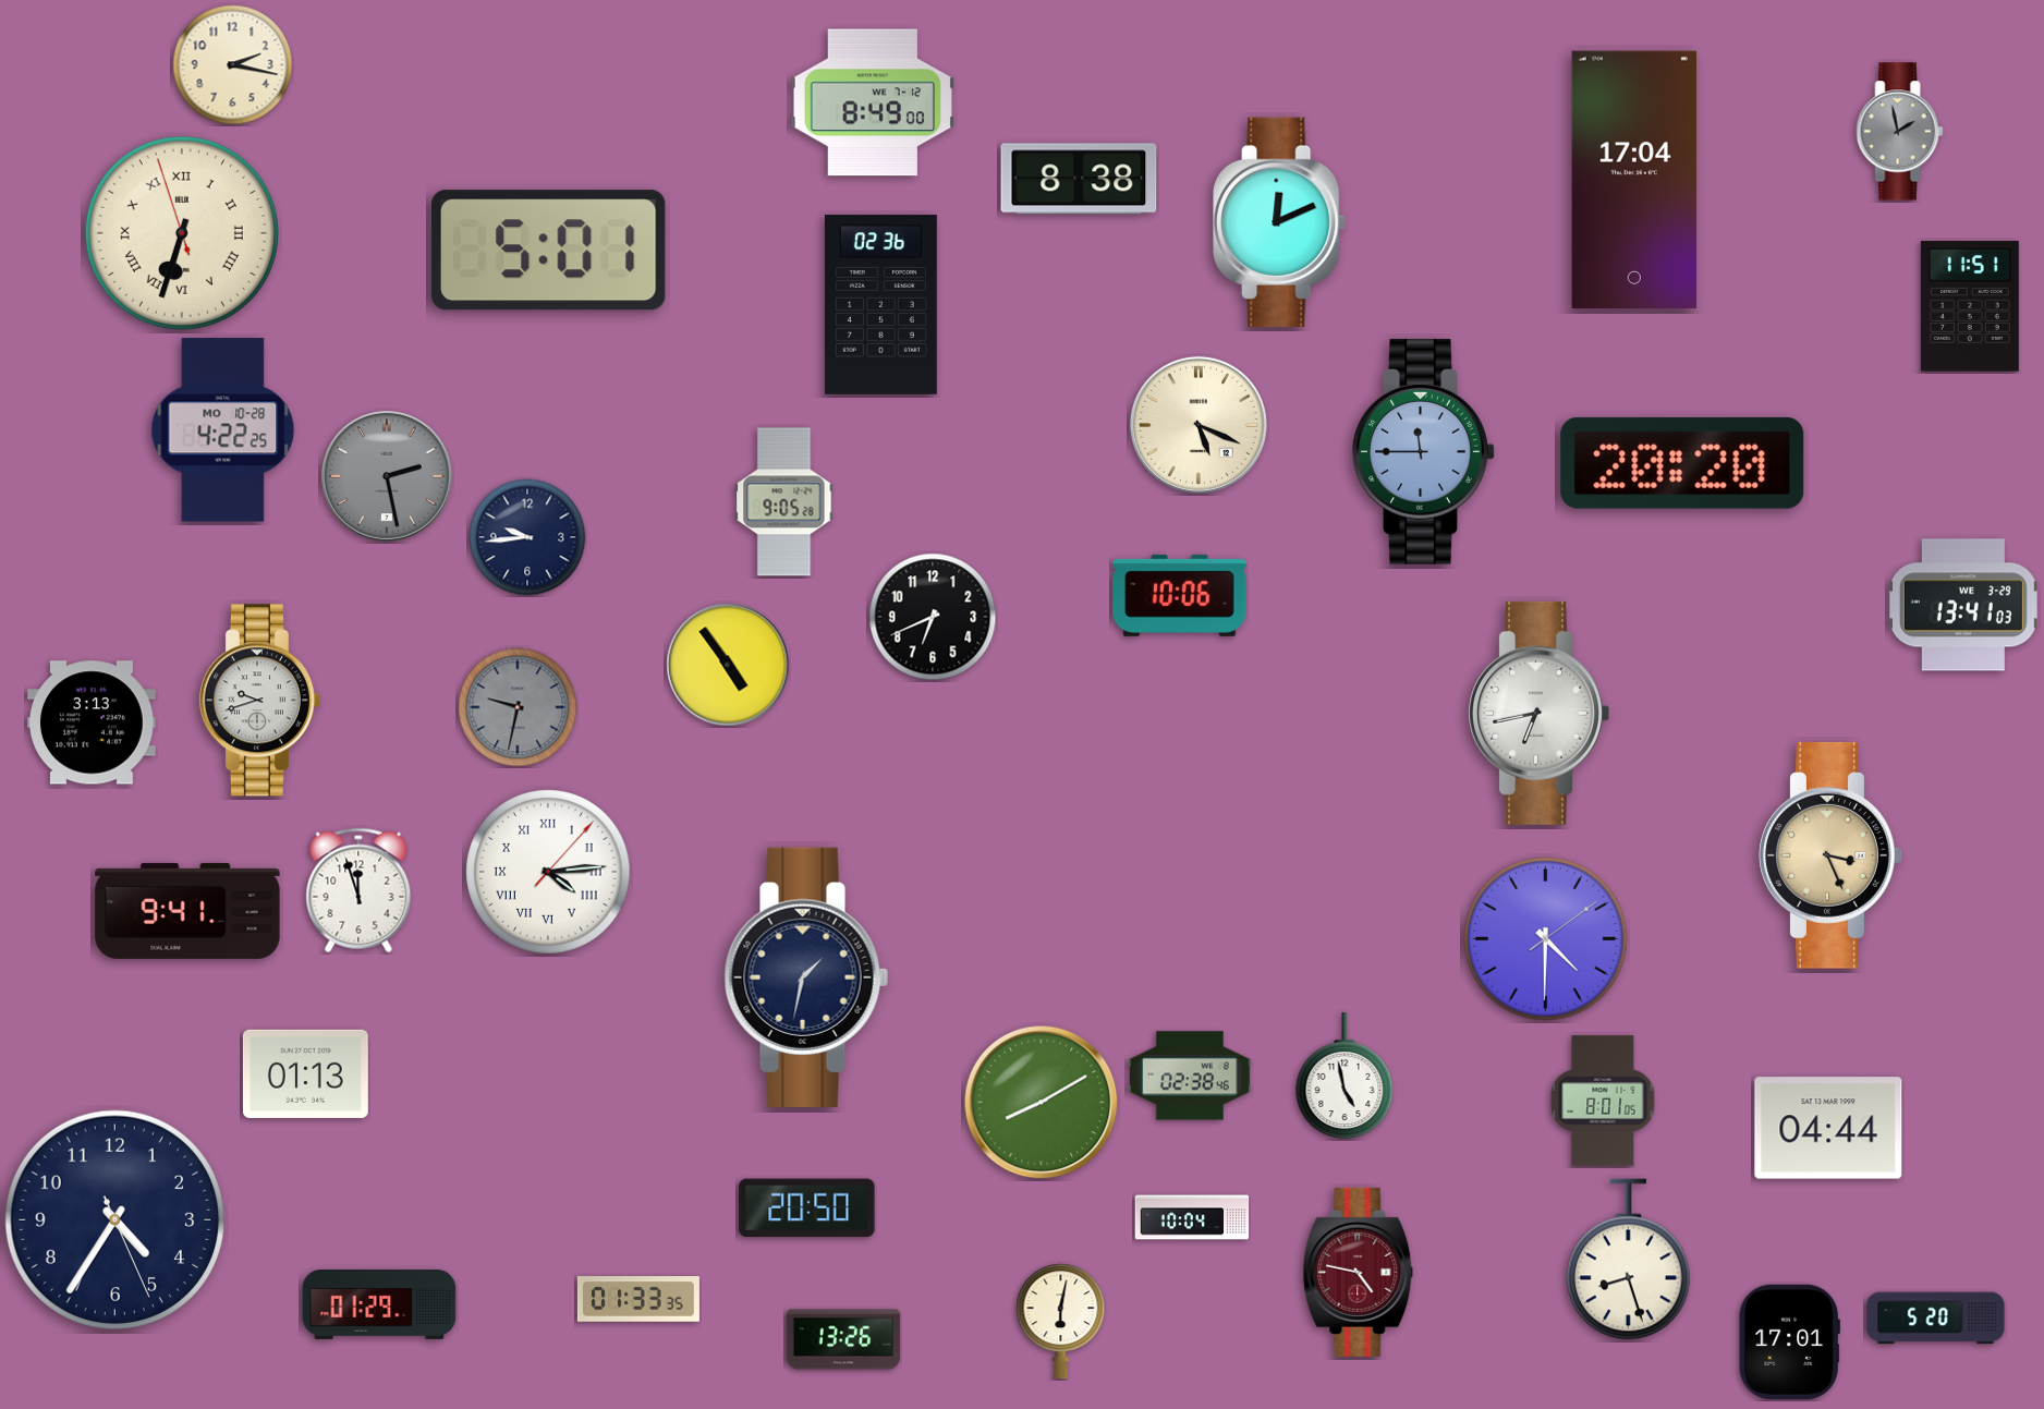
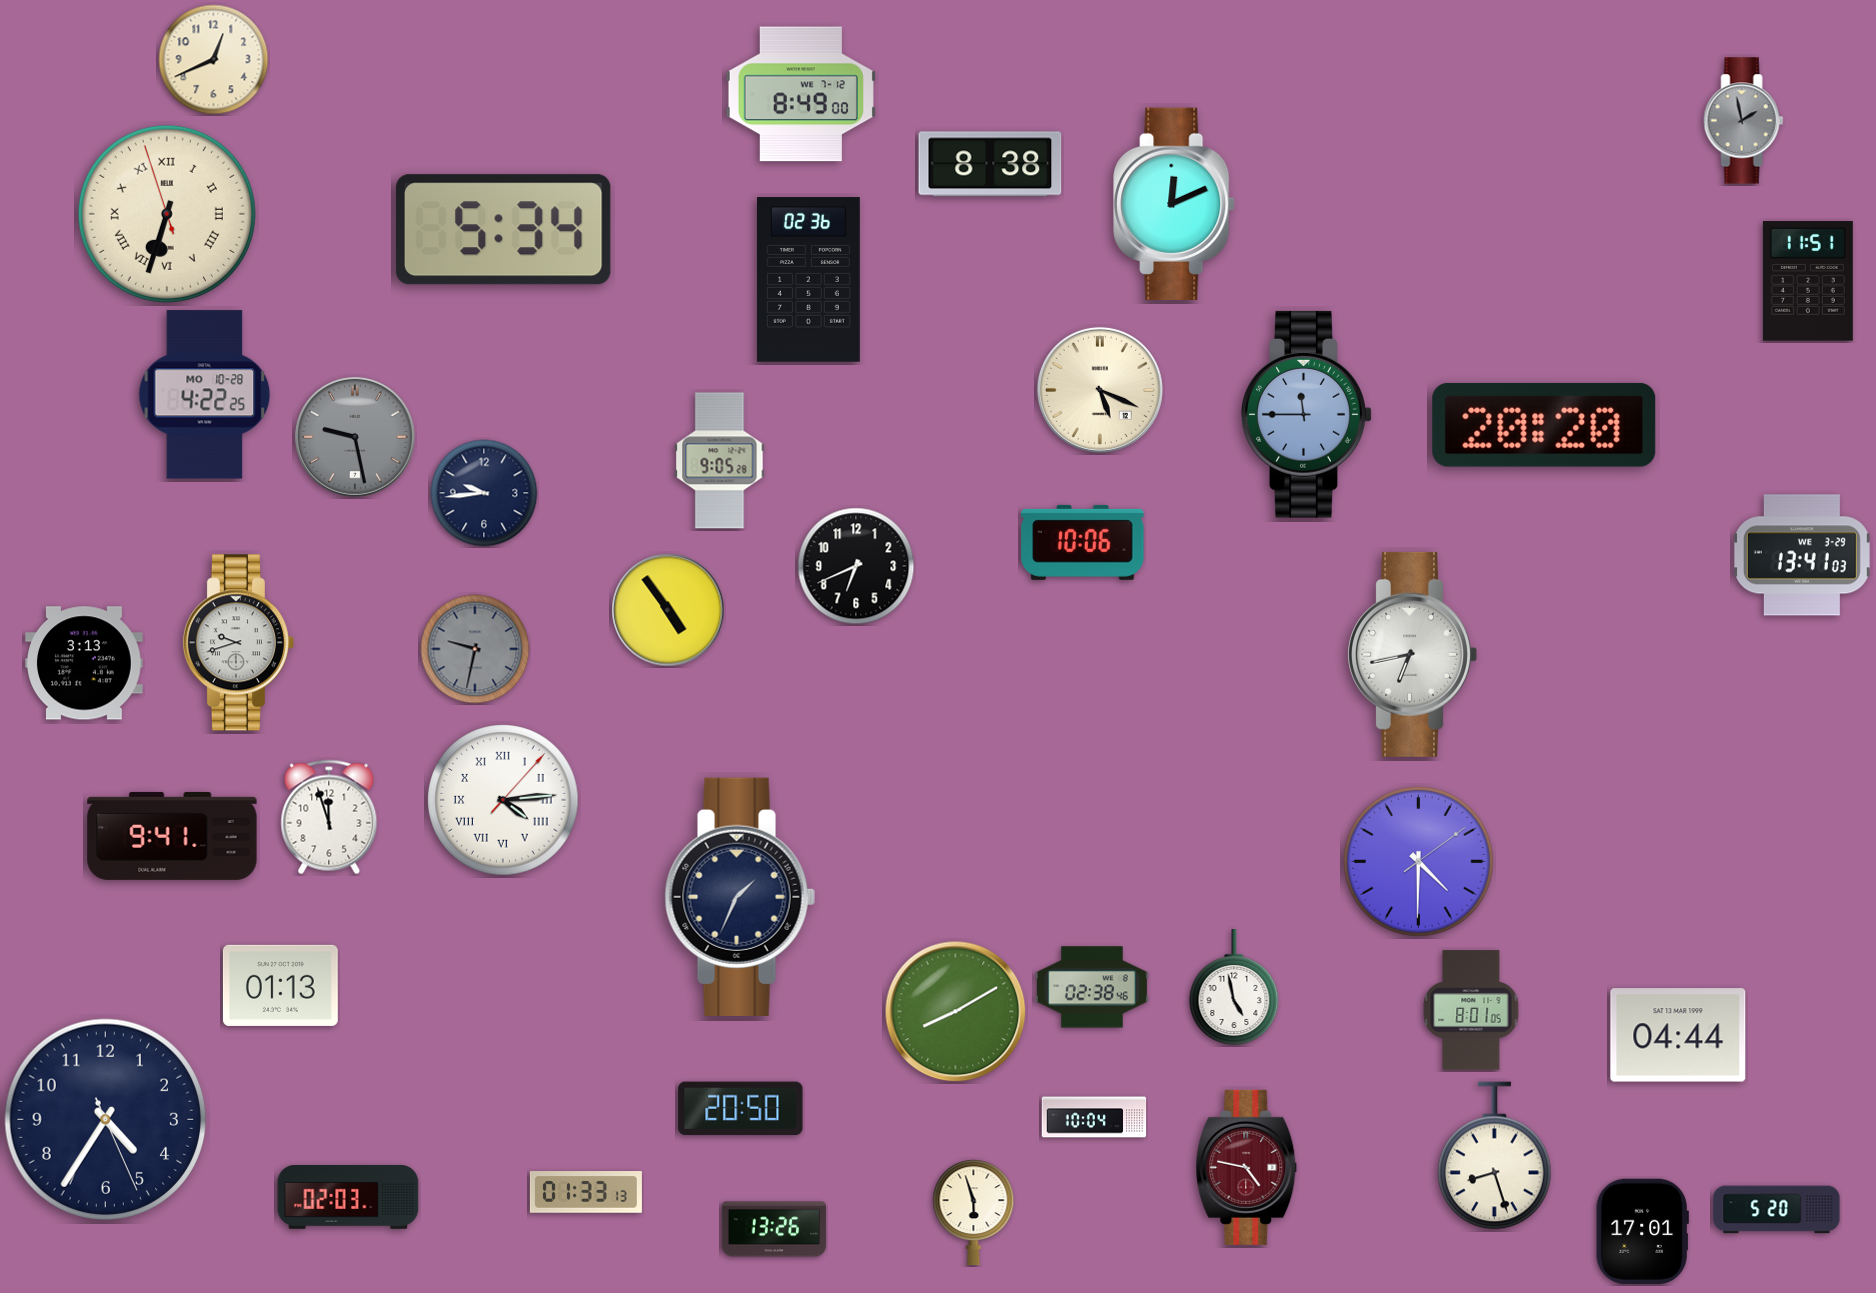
clock at (233, 65): 2:17 -> 12:41
clock at (1633, 179): 17:04 -> none
clock at (548, 251): 5:01 -> 5:34
clock at (387, 476): 2:28 -> 9:28
clock at (1180, 595) position: (1180, 595) -> (1083, 542)
clock at (1830, 855): 3:26 -> none
clock at (806, 977): 1:32 -> 1:34
clock at (638, 1299): 01:33:35 -> 01:33:13
clock at (379, 1305): 01:29 -> 02:03
clock at (1061, 1322): 6:02 -> 5:57
